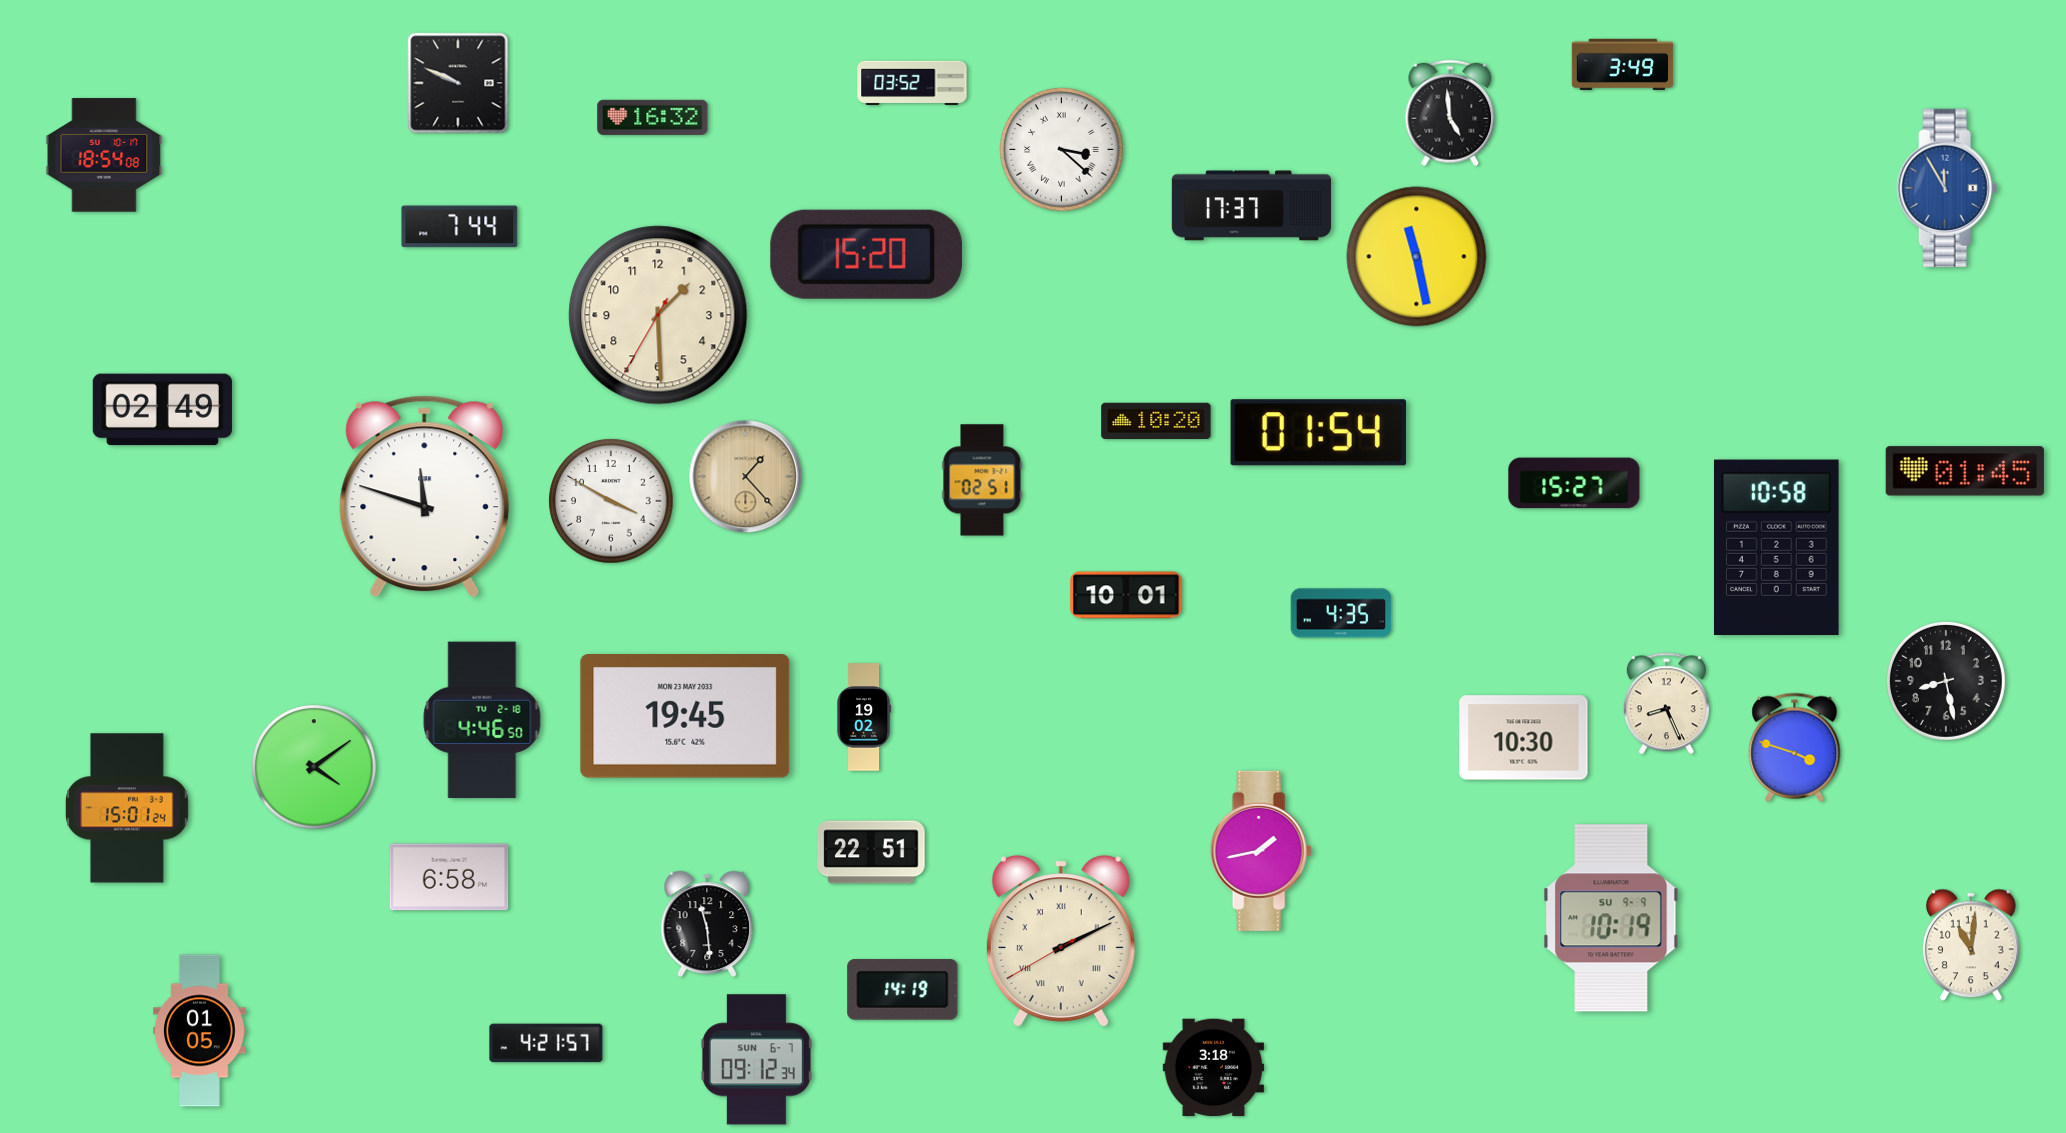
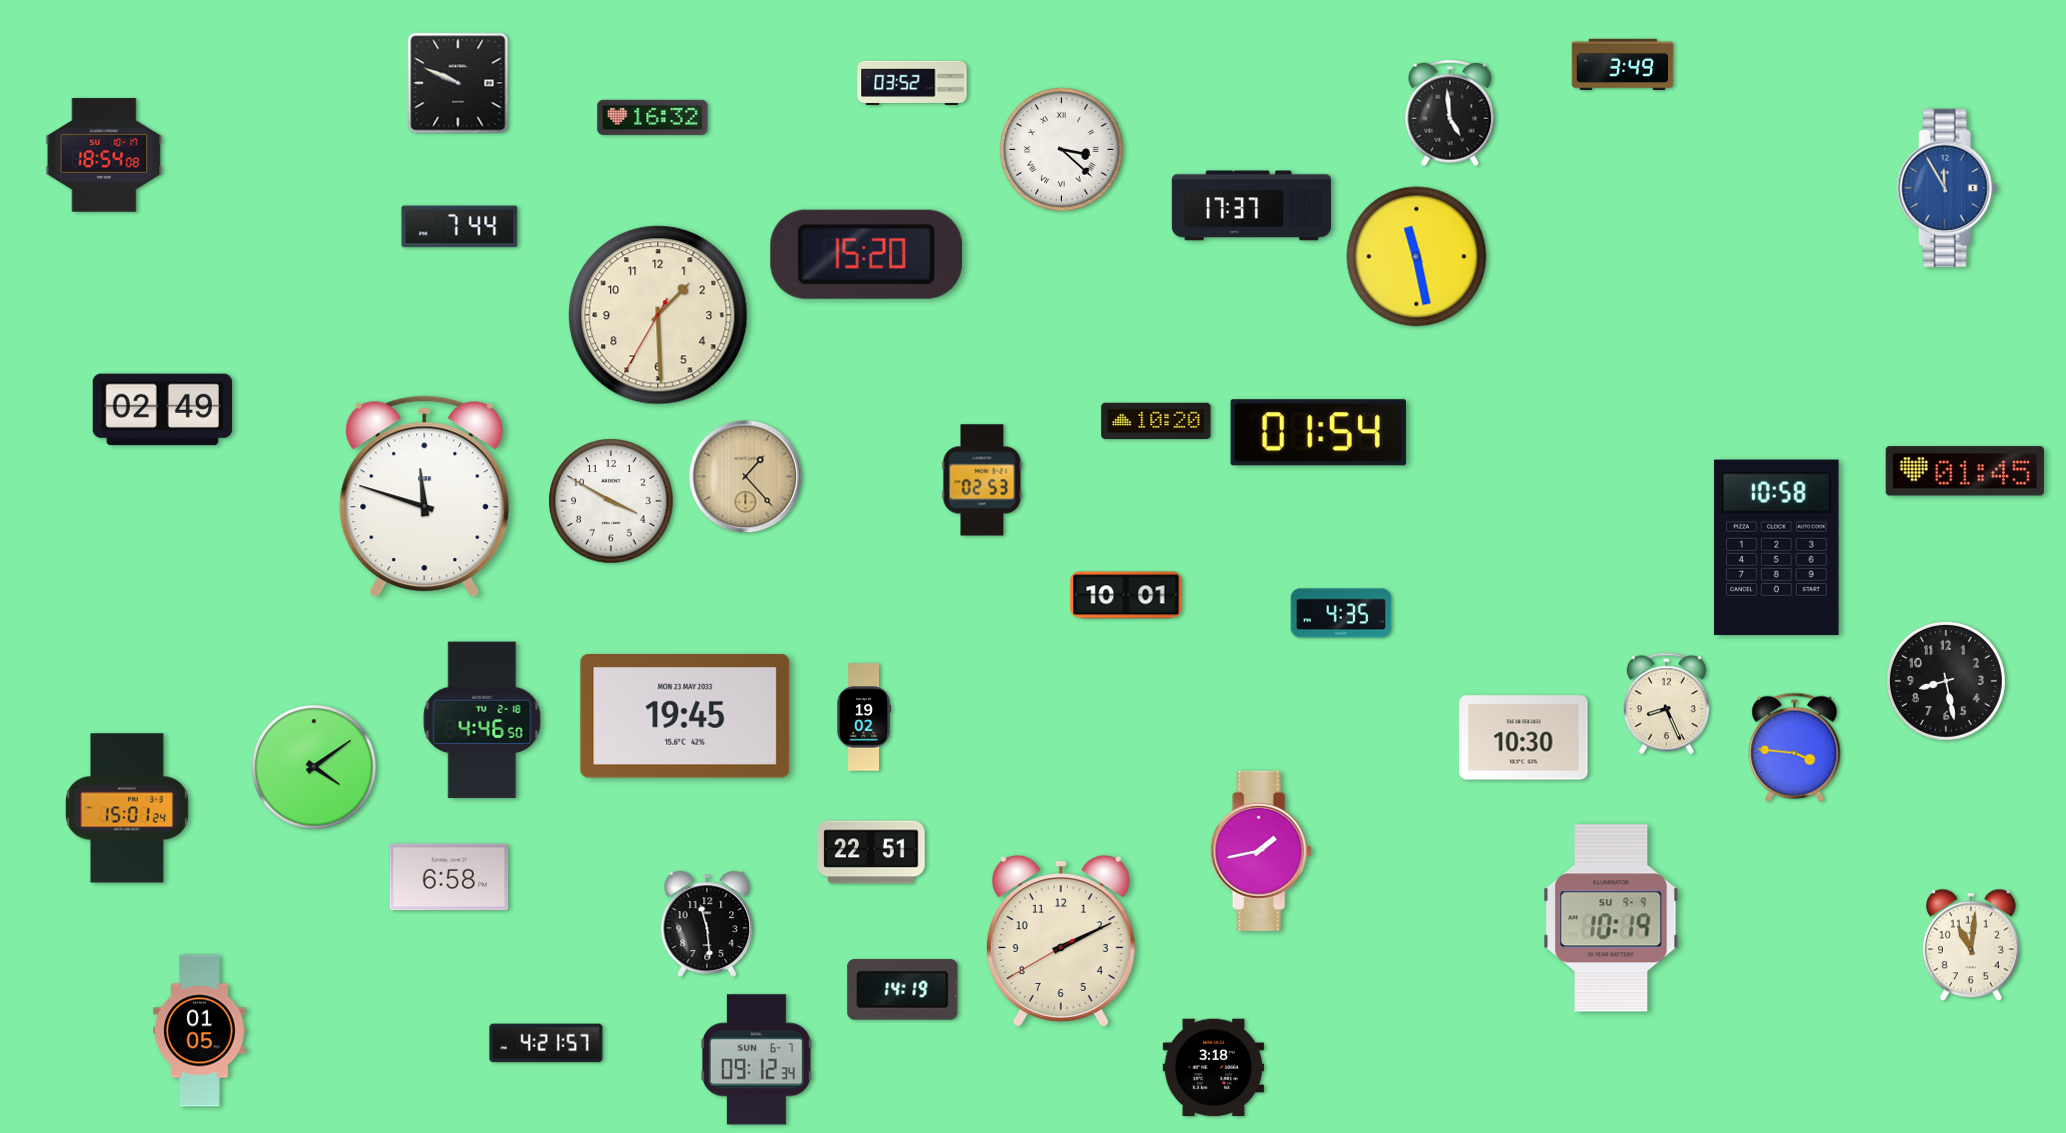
clock at (982, 480): 02:51 -> 02:53
clock at (1574, 483): 15:27 -> none
clock at (1795, 747): 3:48 -> 3:46
clock at (1061, 941) numerals: Roman -> Arabic
